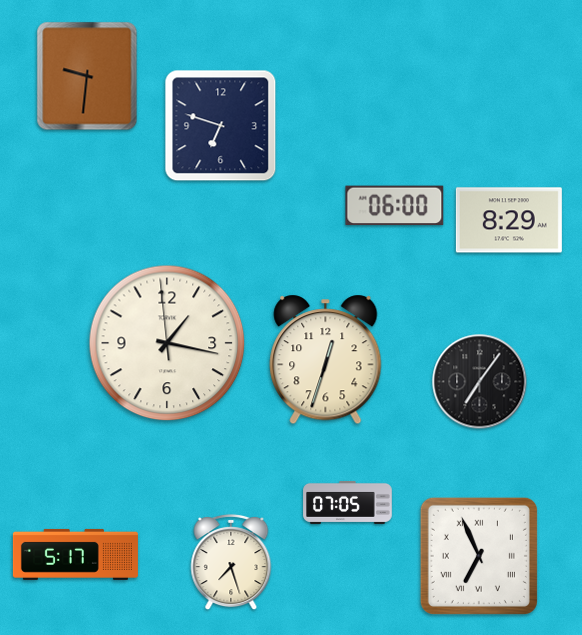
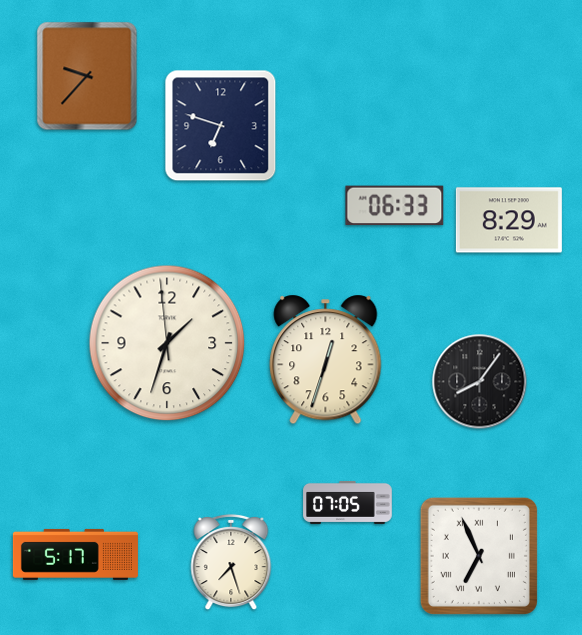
clock at (87, 76): 9:31 -> 9:37
clock at (395, 206): 06:00 -> 06:33
clock at (167, 343): 1:16 -> 1:32
clock at (480, 382): 7:06 -> 8:06
